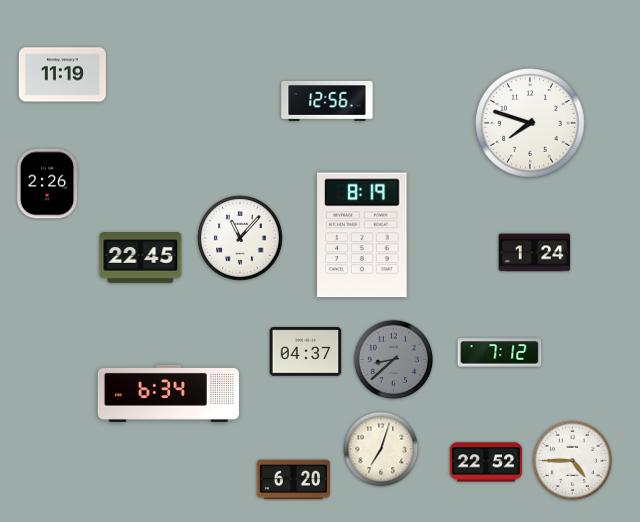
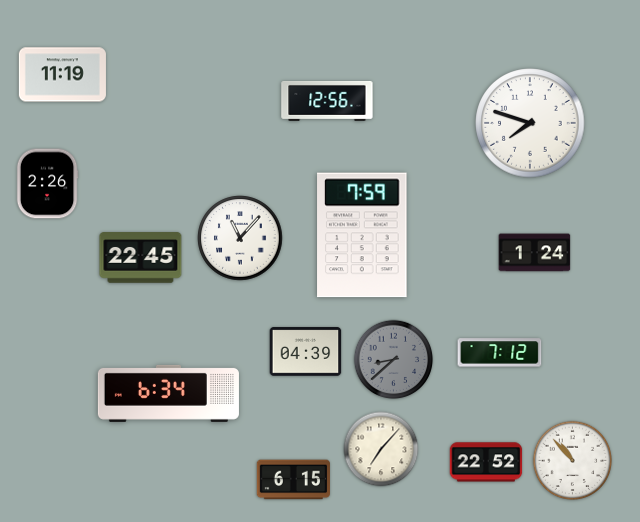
clock at (362, 235): 8:19 -> 7:59
clock at (306, 352): 04:37 -> 04:39
clock at (381, 449): 7:03 -> 7:07
clock at (573, 461): 4:45 -> 10:53
clock at (293, 480): 6:20 -> 6:15
